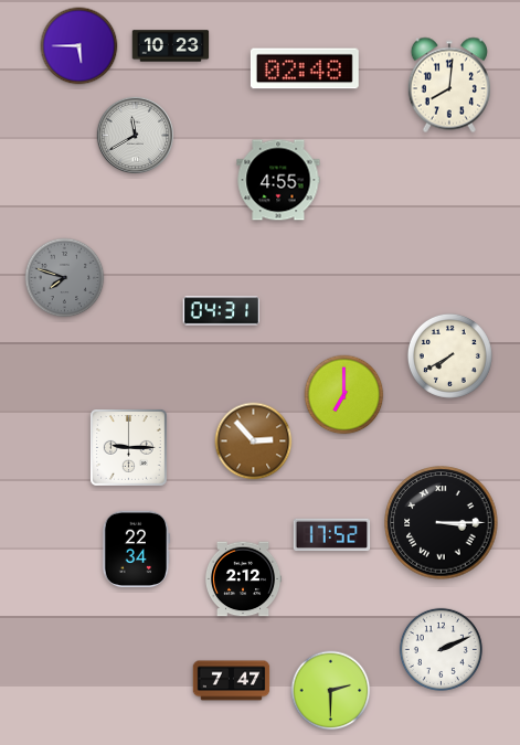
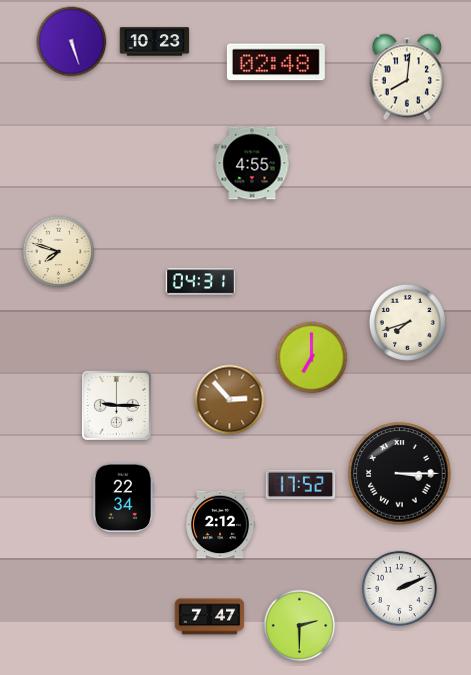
clock at (79, 46): 5:45 -> 5:27
clock at (135, 135): 11:40 -> none
clock at (65, 278) dial: grey -> cream
clock at (449, 355): 7:40 -> 7:42
